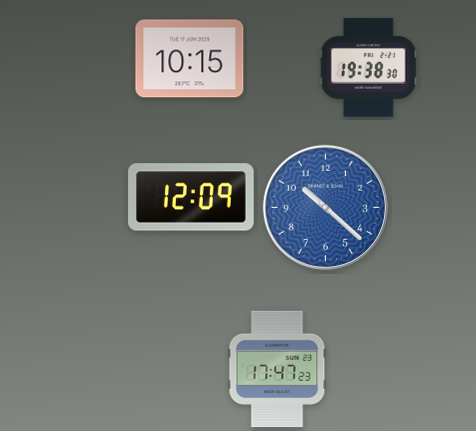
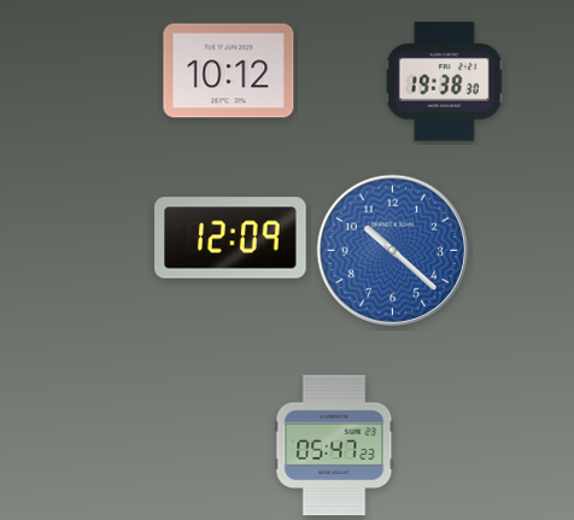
clock at (190, 59): 10:15 -> 10:12
clock at (277, 369): 17:47 -> 05:47
